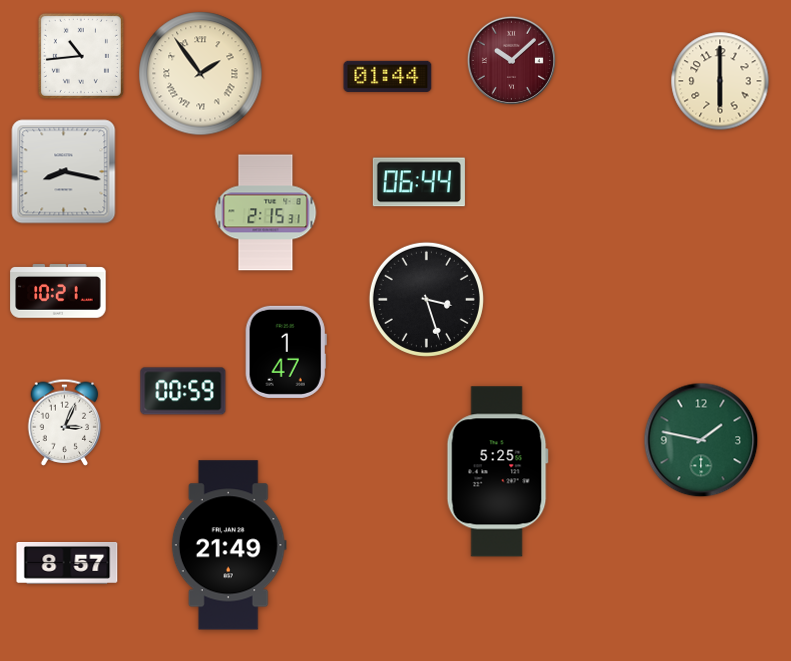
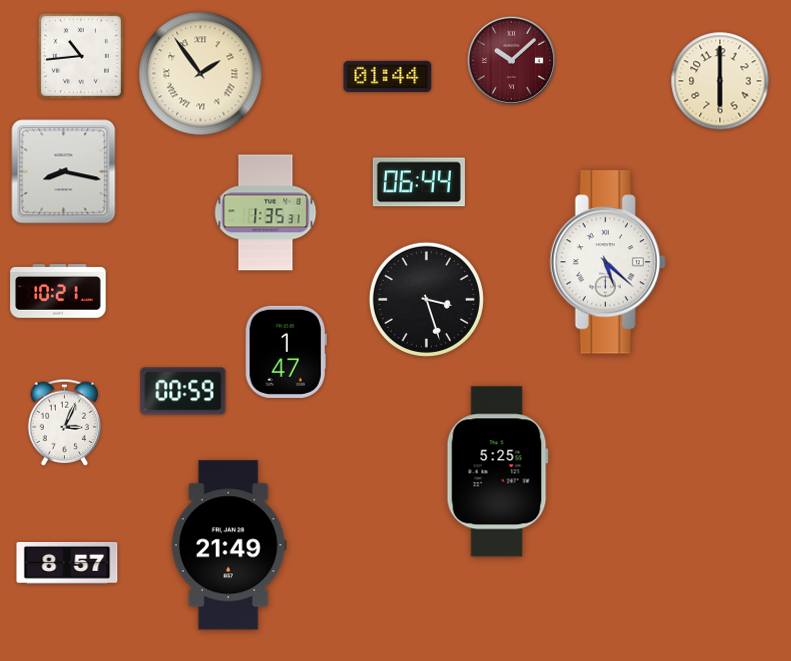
clock at (266, 213): 2:15 -> 1:35
clock at (608, 262): none -> 5:22
clock at (701, 440): 1:47 -> none
